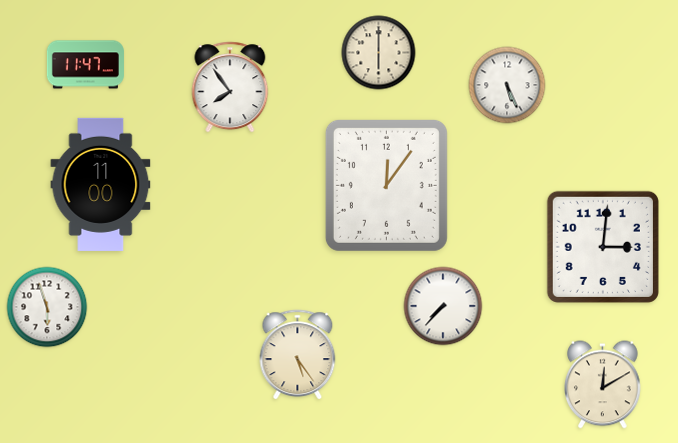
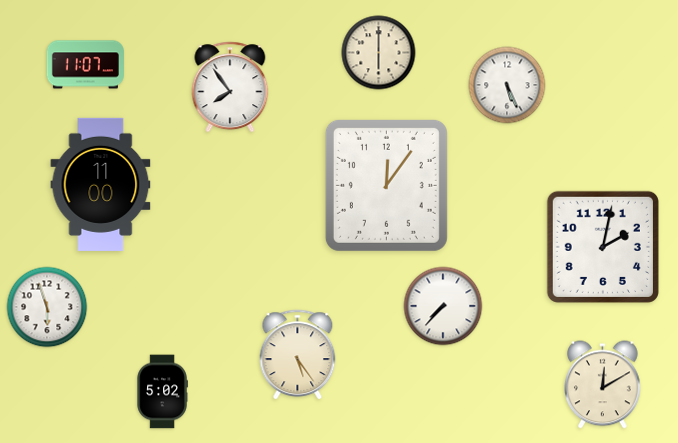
clock at (85, 65): 11:47 -> 11:07
clock at (603, 247): 3:01 -> 2:02
clock at (162, 392): none -> 5:02
